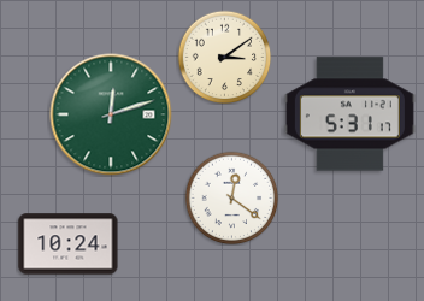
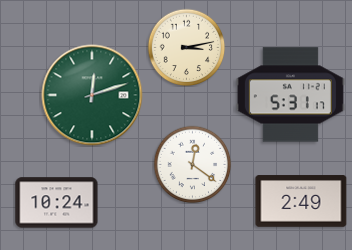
clock at (224, 57): 3:09 -> 3:13
clock at (301, 201): none -> 2:49
